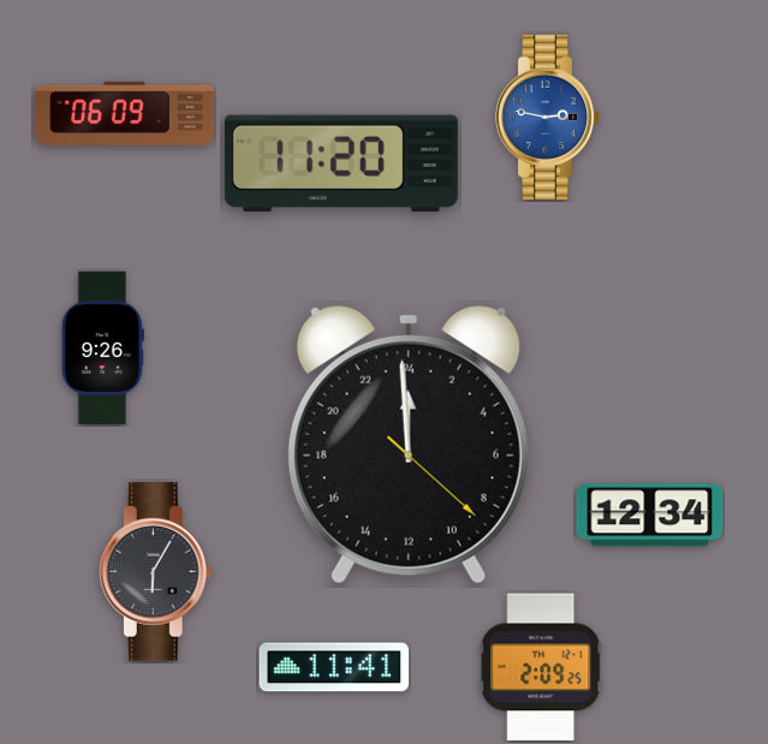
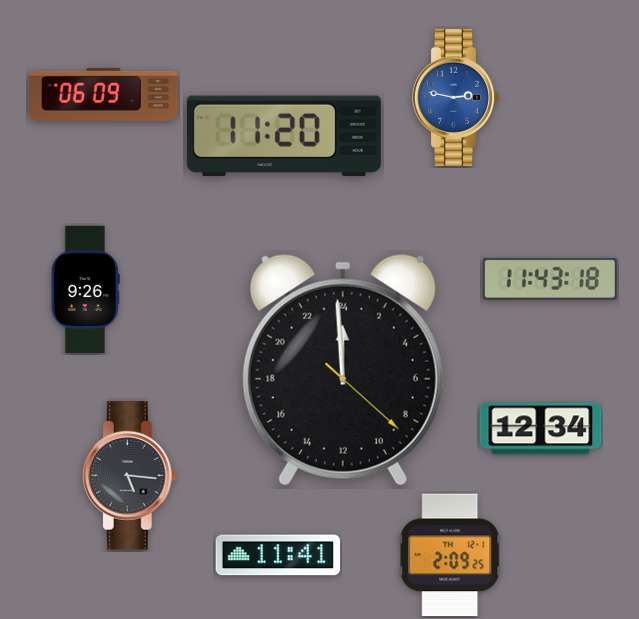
clock at (550, 279): none -> 11:43
clock at (409, 445) position: (409, 445) -> (343, 370)
clock at (155, 572): 6:05 -> 5:16
